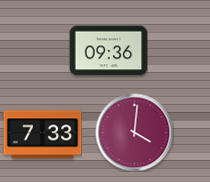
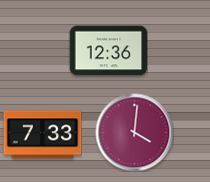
clock at (108, 51): 09:36 -> 12:36
